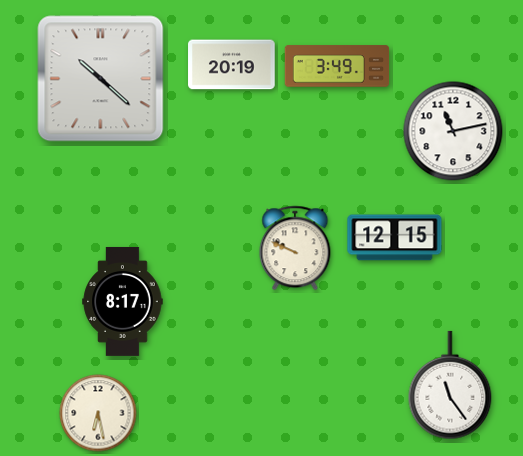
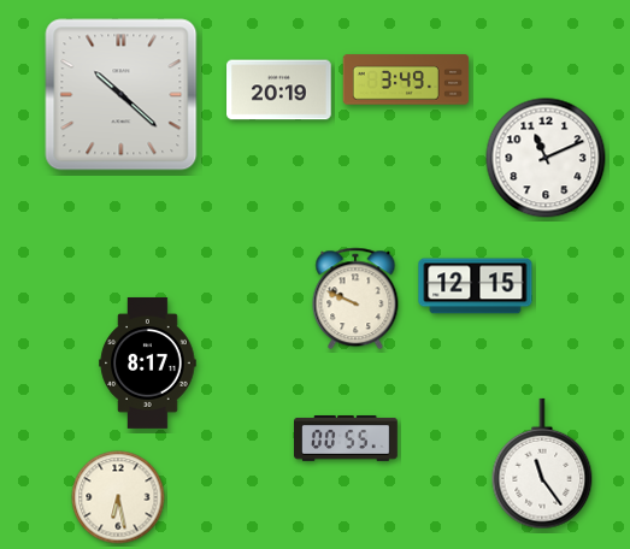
clock at (232, 65) position: (232, 65) -> (279, 90)
clock at (453, 131): 11:13 -> 11:11
clock at (347, 439): none -> 00:55
